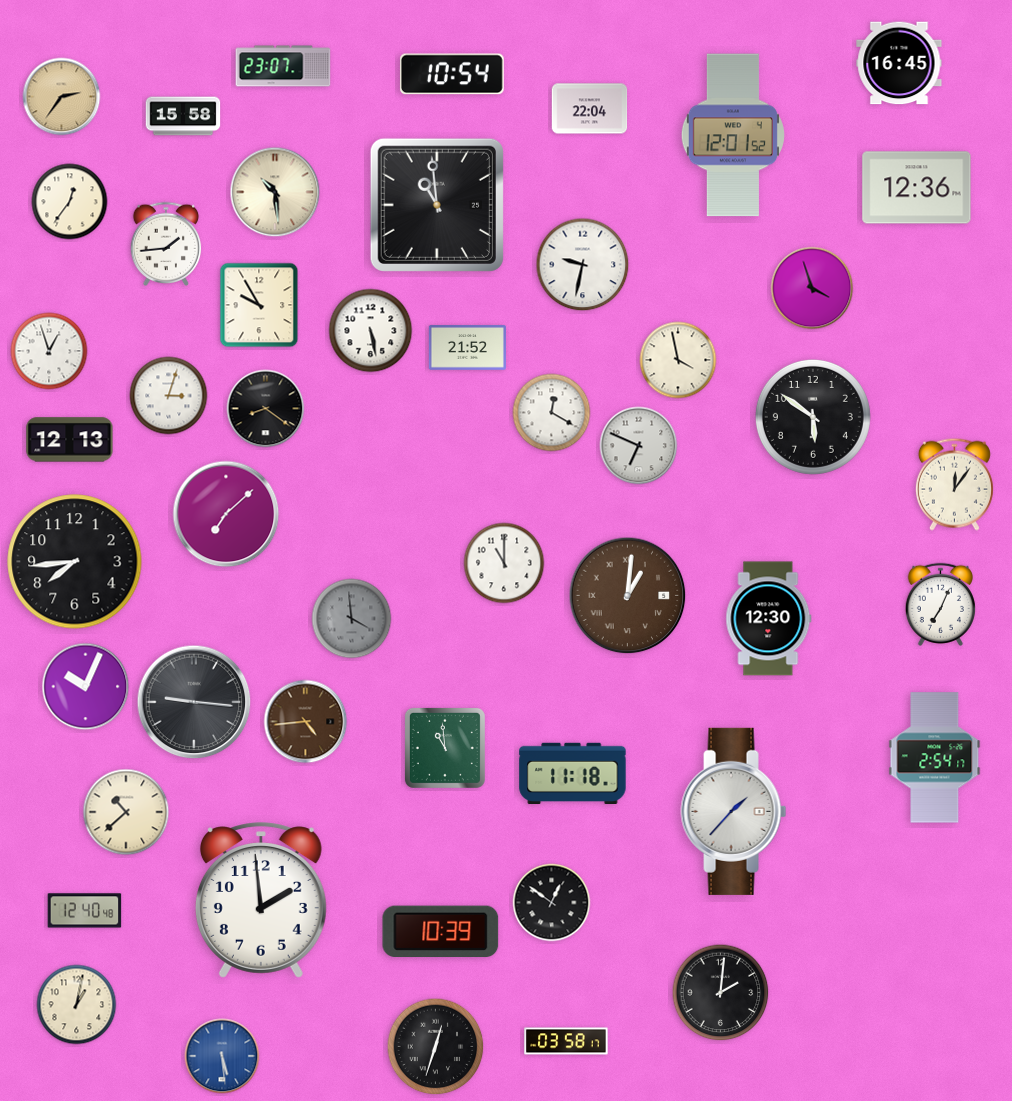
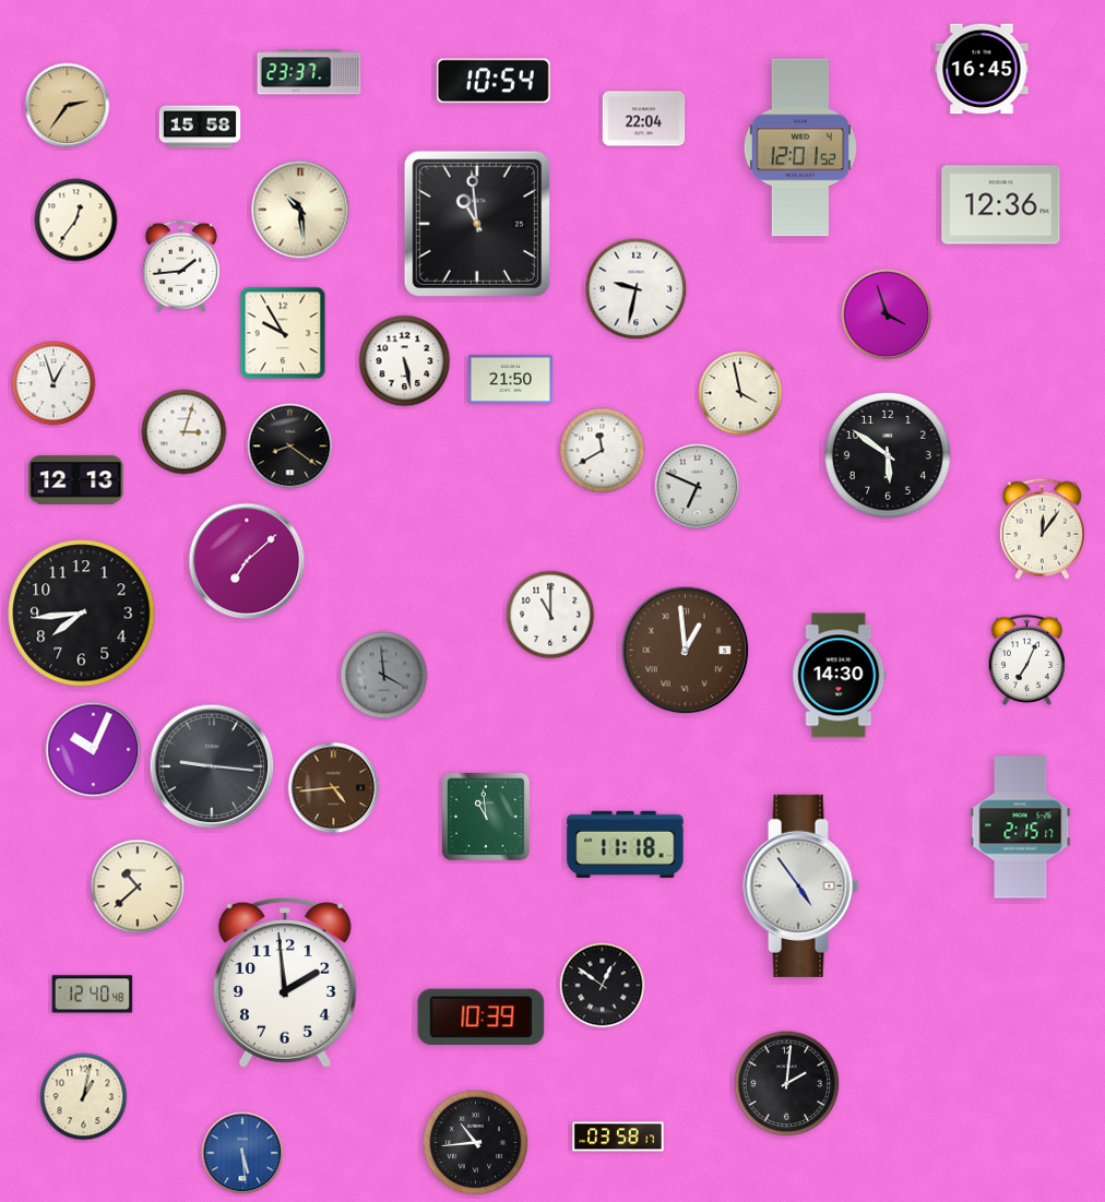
clock at (283, 66): 23:07 -> 23:37
clock at (467, 348): 21:52 -> 21:50
clock at (552, 413): 12:20 -> 11:40
clock at (628, 596): 1:01 -> 12:59
clock at (769, 619): 12:30 -> 14:30
clock at (935, 758): 2:54 -> 2:15
clock at (734, 811): 1:37 -> 4:54
clock at (436, 1047): 12:33 -> 10:44
